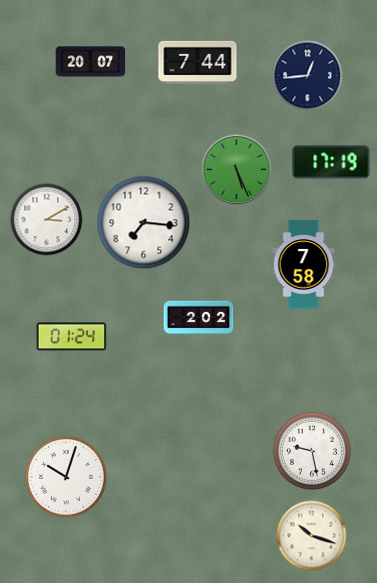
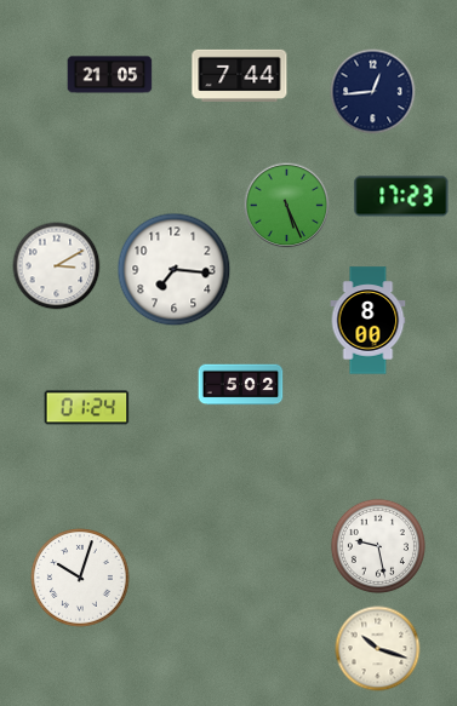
clock at (91, 62): 20:07 -> 21:05
clock at (331, 162): 17:19 -> 17:23
clock at (304, 265): 7:58 -> 8:00
clock at (199, 318): 2:02 -> 5:02
